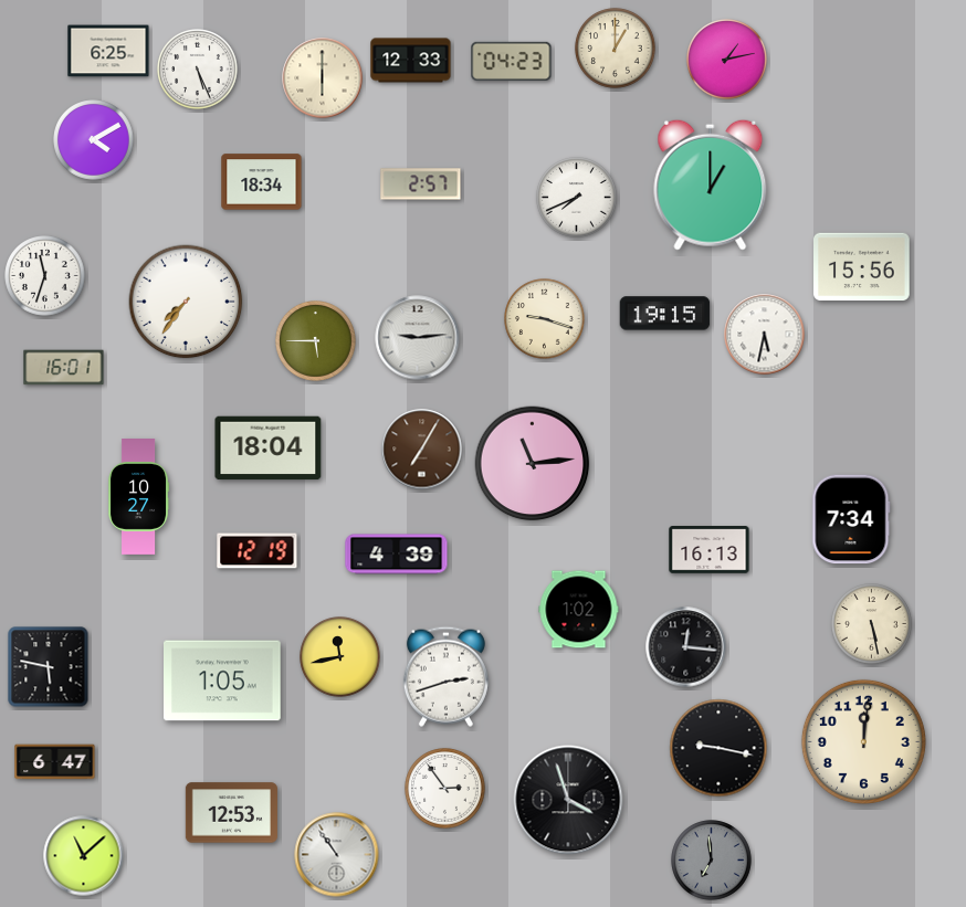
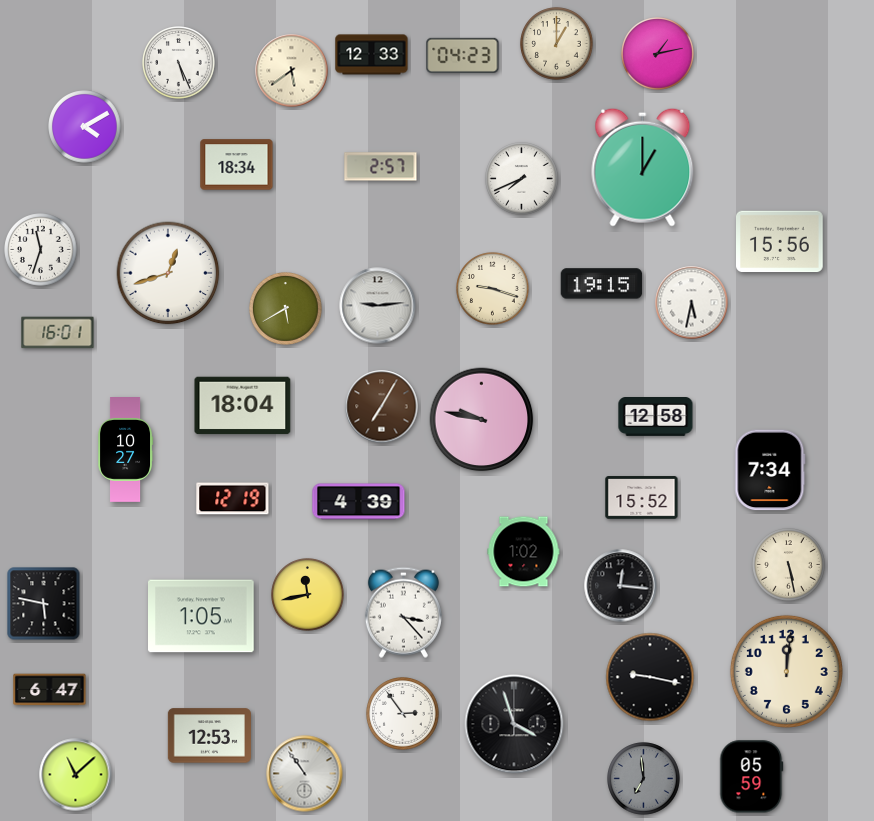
clock at (108, 51): 6:25 -> none
clock at (323, 78): 6:00 -> 5:39
clock at (186, 302): 7:36 -> 12:42
clock at (316, 341): 5:45 -> 5:40
clock at (656, 417): none -> 12:58
clock at (533, 464): 11:14 -> 9:47
clock at (710, 550): 16:13 -> 15:52
clock at (445, 676): 2:42 -> 3:23
clock at (863, 741) position: (863, 741) -> (786, 671)
clock at (752, 777): none -> 05:59
